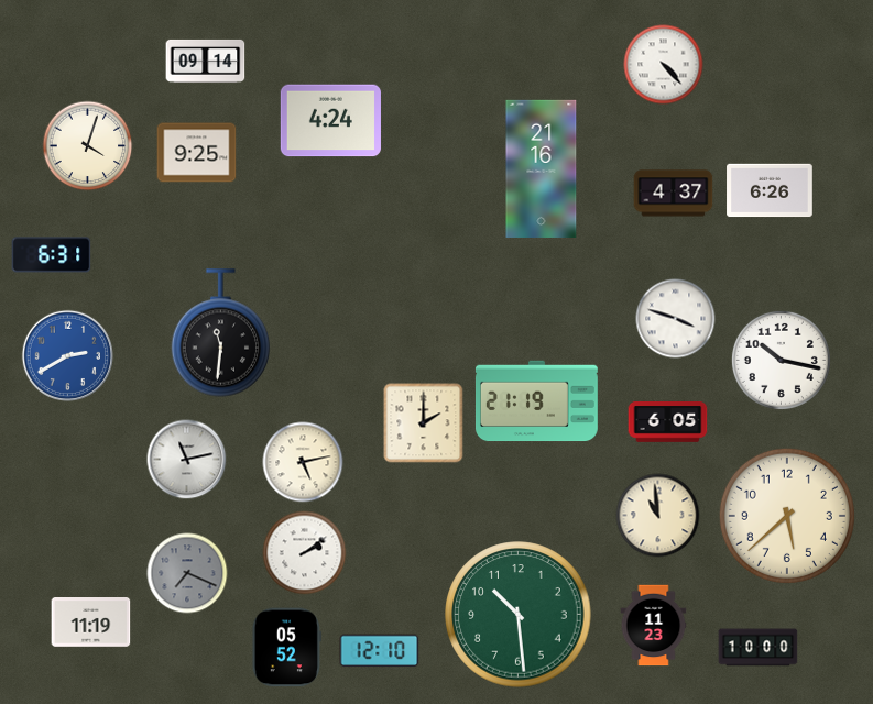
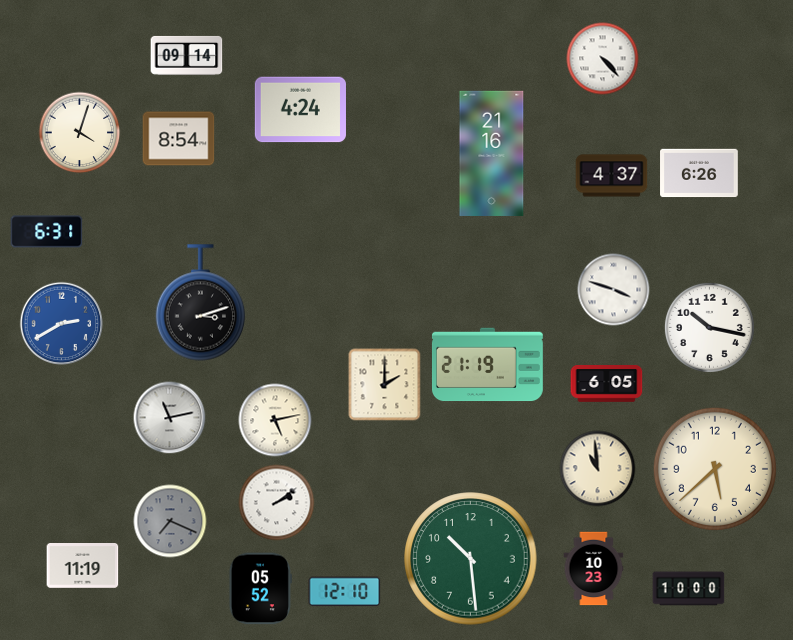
clock at (197, 153): 9:25 -> 8:54
clock at (221, 333): 11:31 -> 3:12
clock at (654, 626): 11:23 -> 10:23
